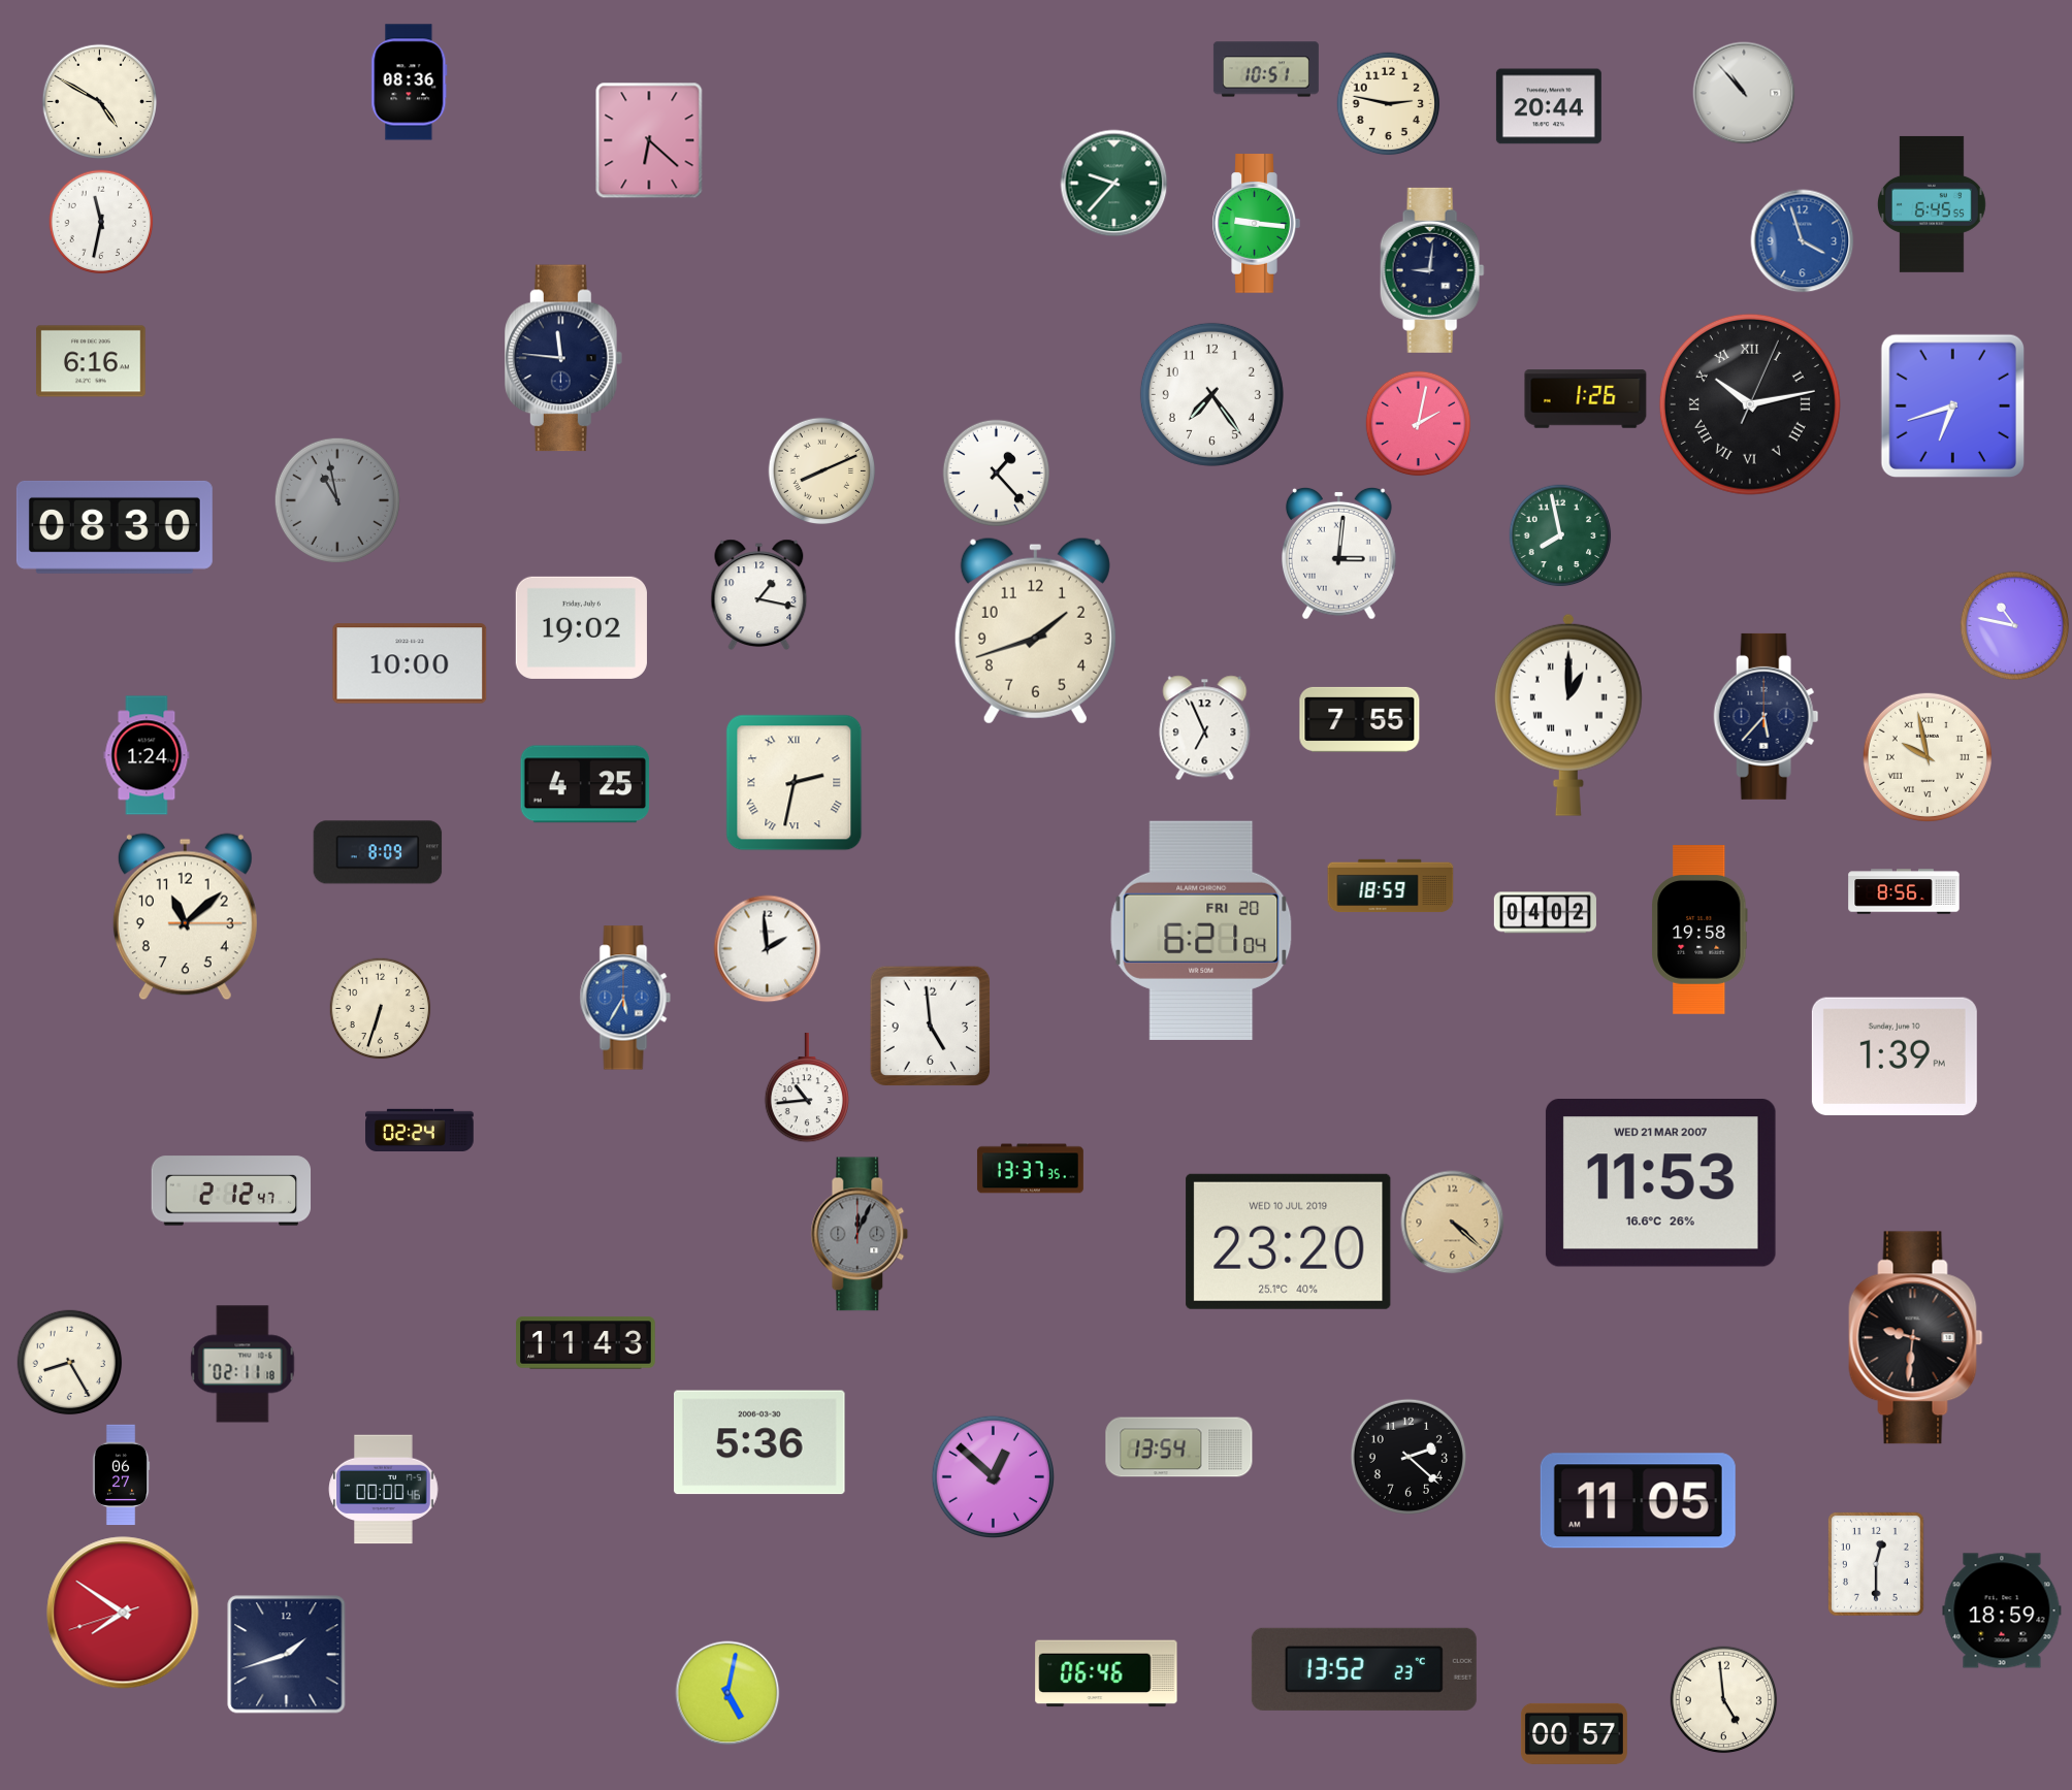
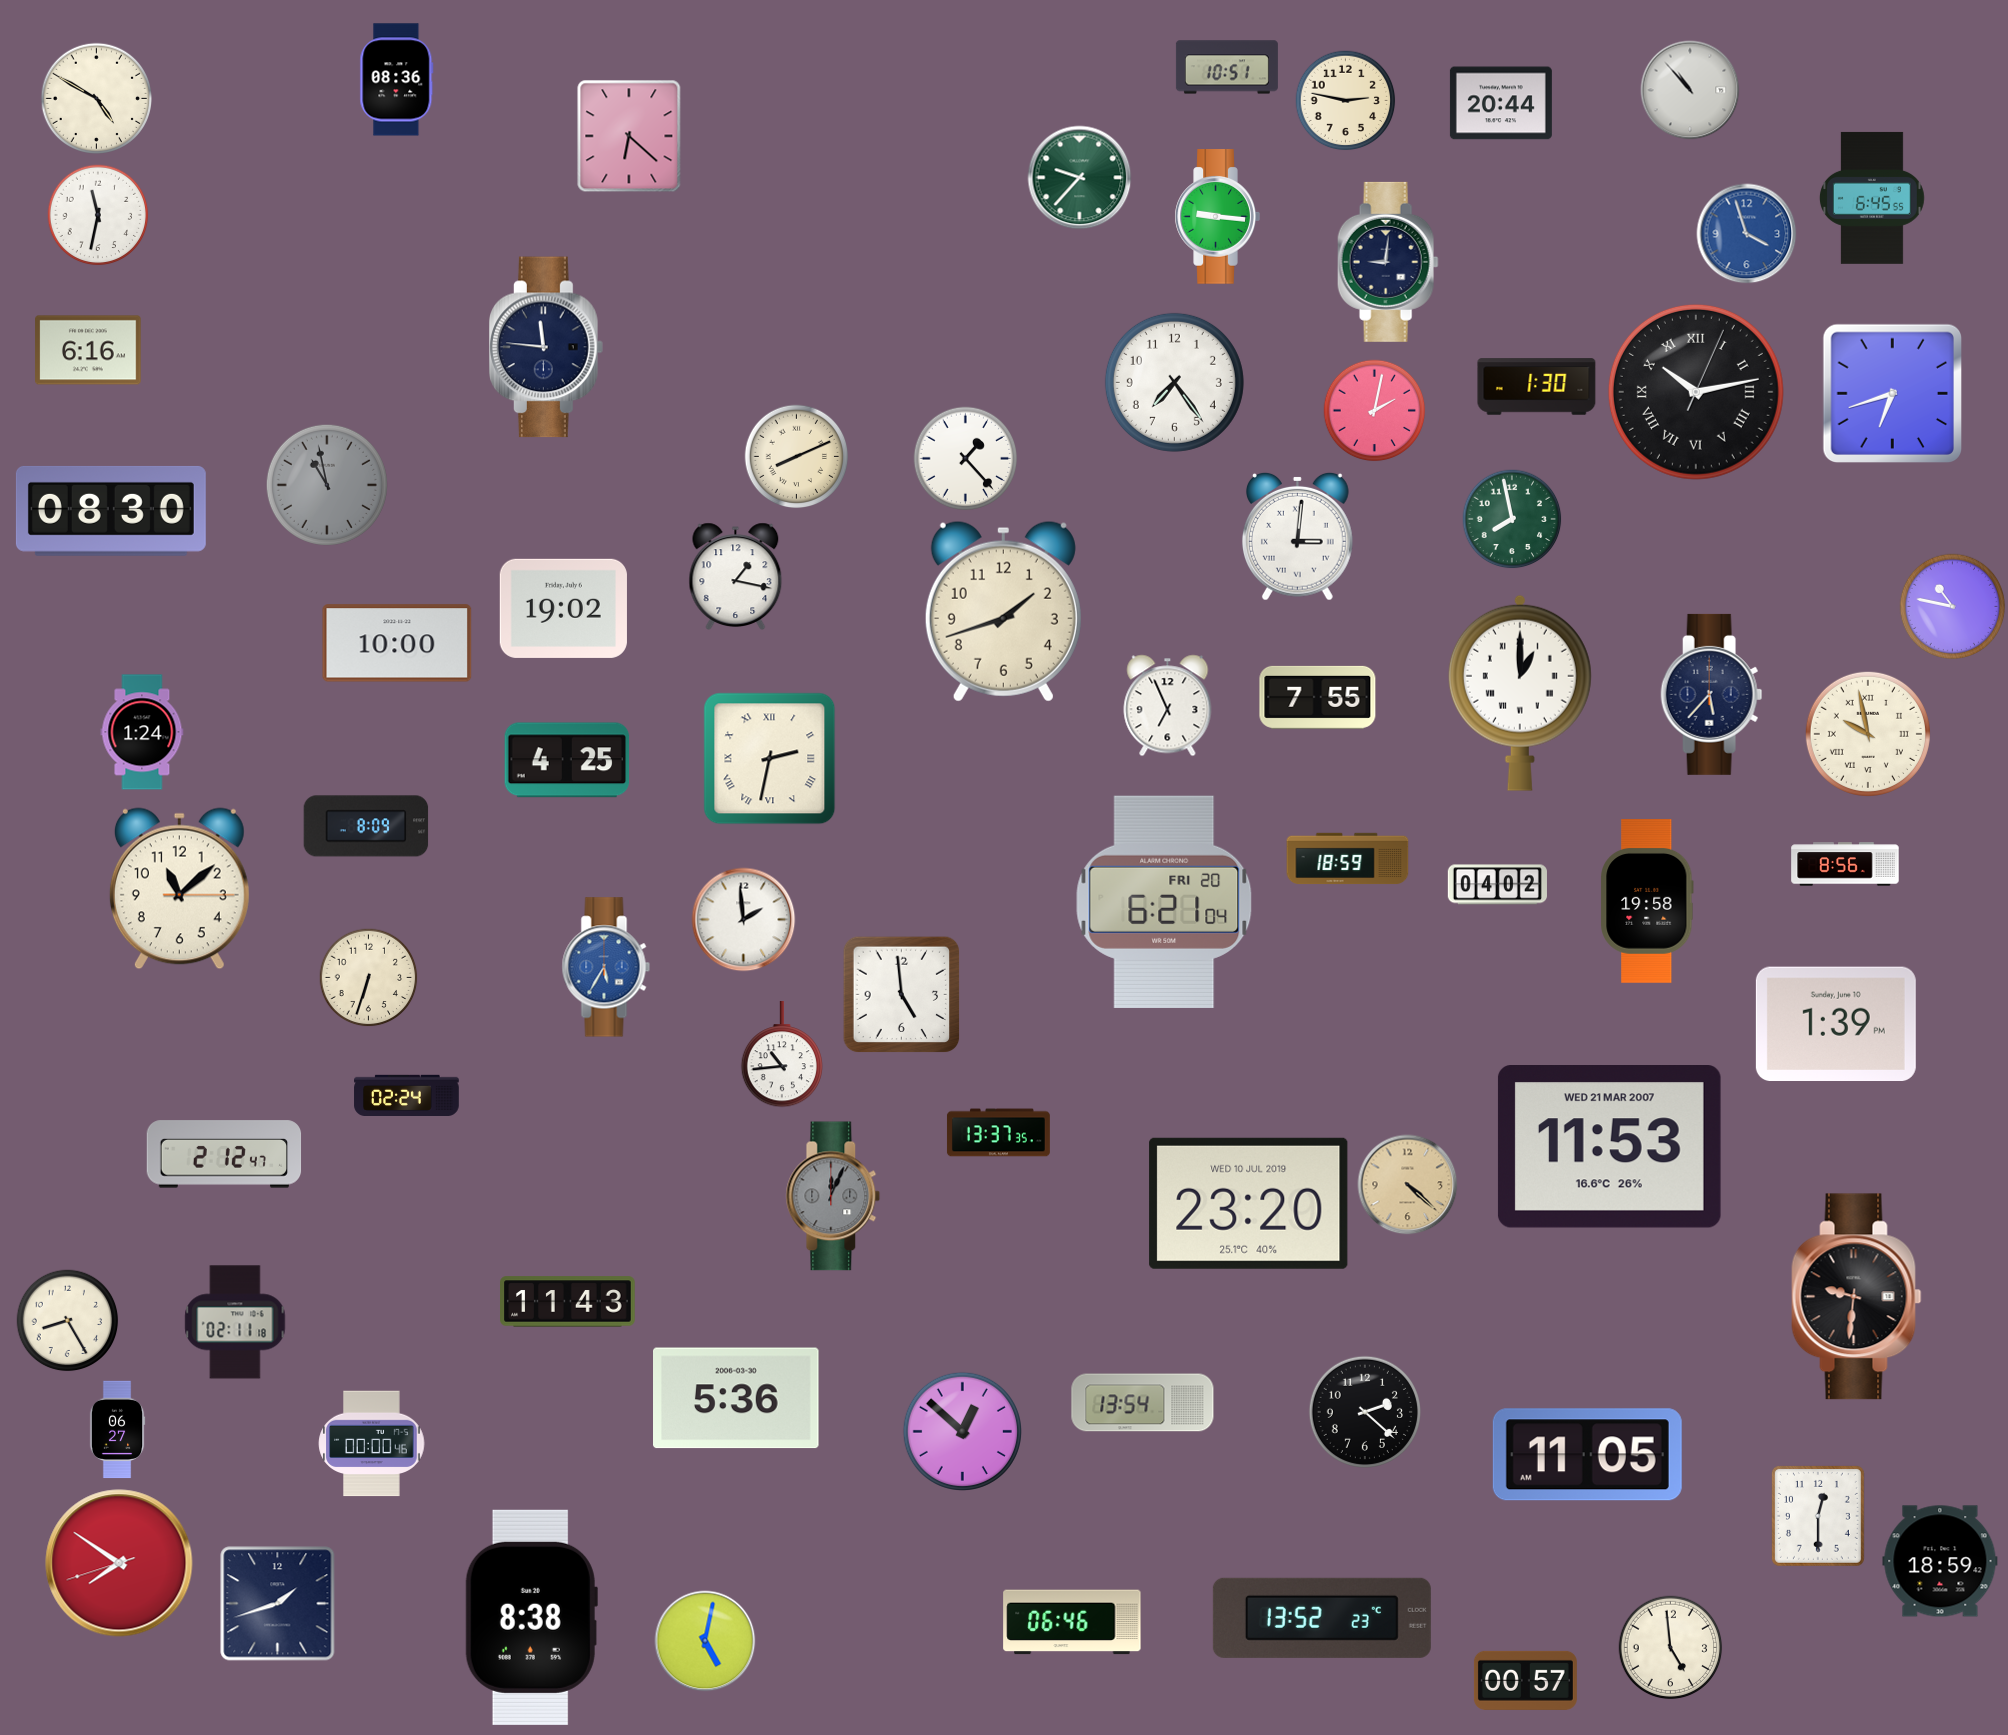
clock at (1586, 399): 1:26 -> 1:30
clock at (531, 1617): none -> 8:38
